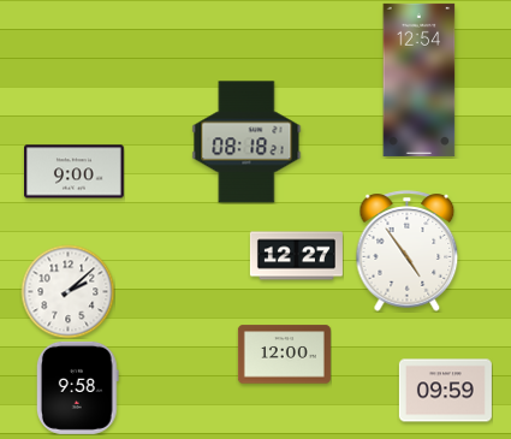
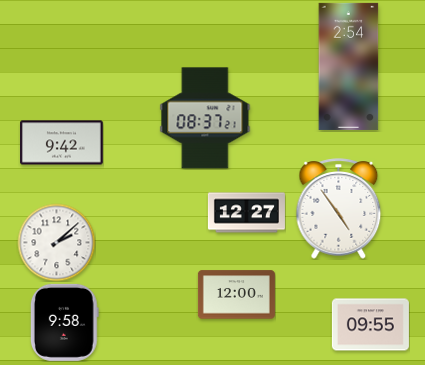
clock at (420, 79): 12:54 -> 2:54
clock at (246, 142): 08:18 -> 08:37
clock at (75, 172): 9:00 -> 9:42
clock at (445, 391): 09:59 -> 09:55
